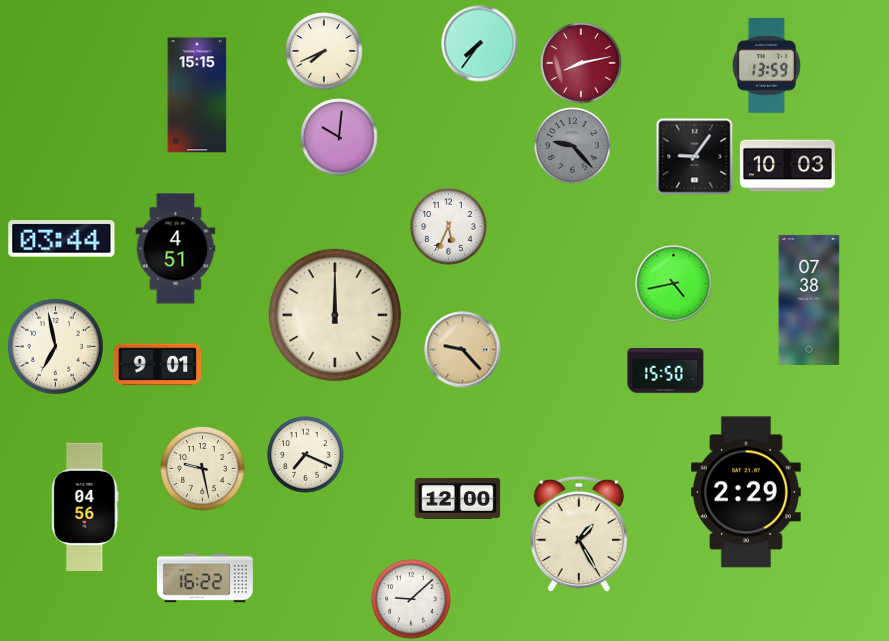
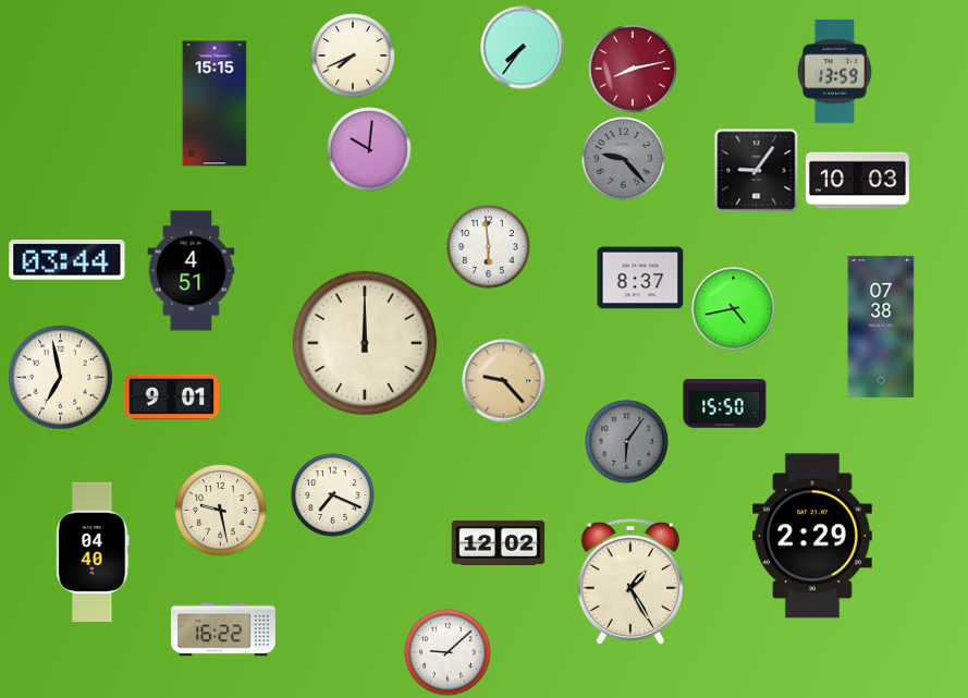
clock at (449, 227): 5:34 -> 5:59
clock at (640, 278): none -> 8:37
clock at (627, 442): none -> 6:06
clock at (458, 499): 12:00 -> 12:02
clock at (85, 507): 04:56 -> 04:40
